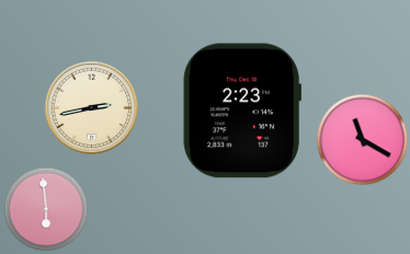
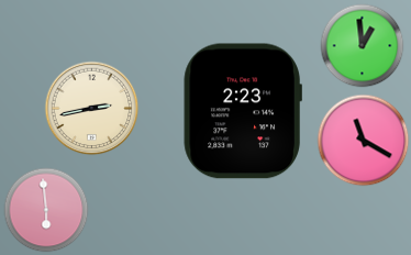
clock at (363, 46): none -> 12:59
